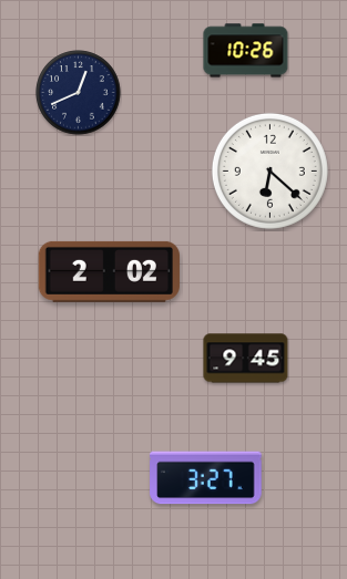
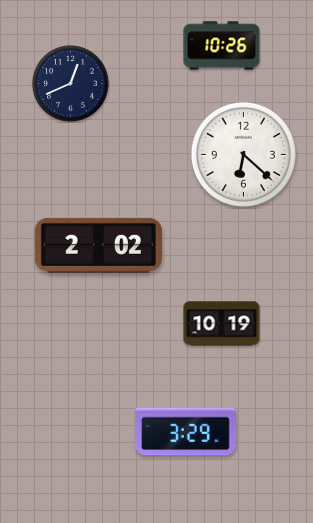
clock at (246, 359): 9:45 -> 10:19
clock at (206, 478): 3:27 -> 3:29
